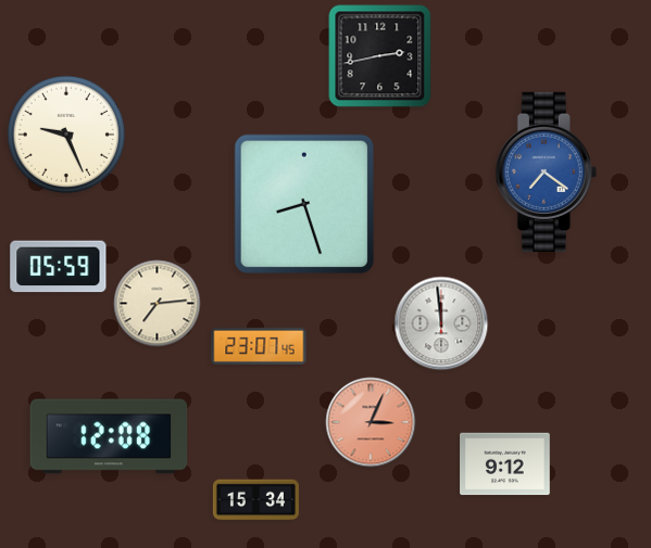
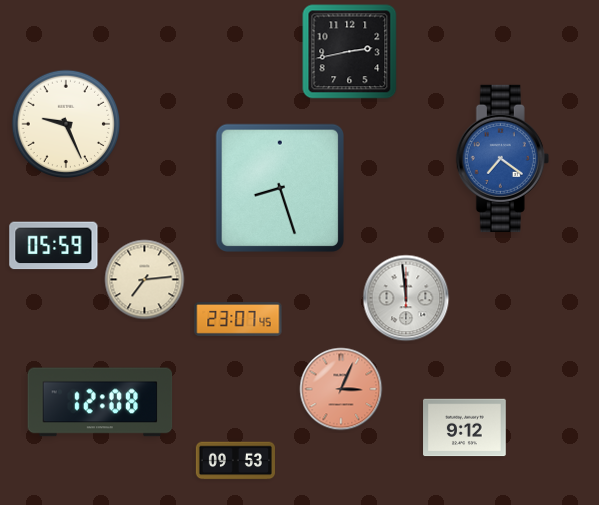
clock at (66, 135) position: (66, 135) -> (66, 124)
clock at (255, 500): 15:34 -> 09:53
